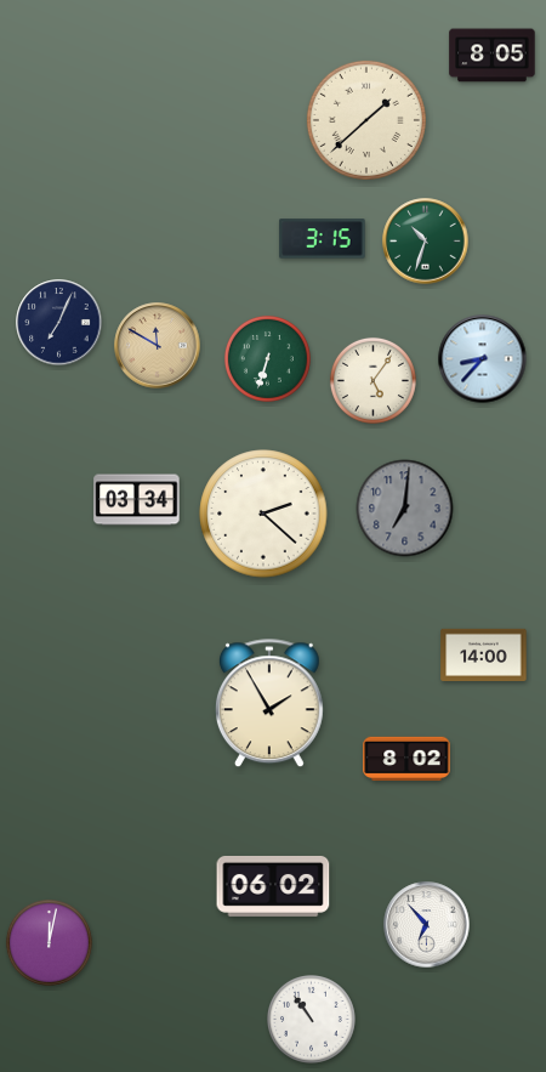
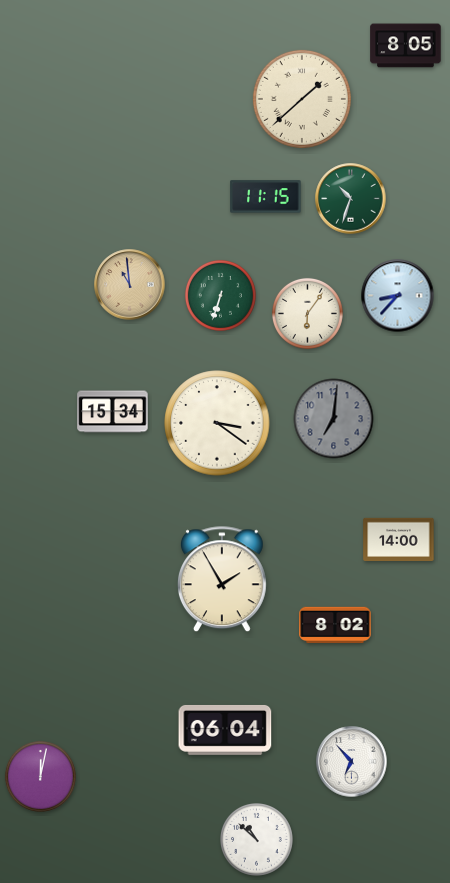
clock at (323, 239): 3:15 -> 11:15
clock at (59, 323): 7:04 -> none
clock at (158, 346): 11:50 -> 10:59
clock at (372, 380): 5:06 -> 6:06
clock at (137, 500): 03:34 -> 15:34
clock at (263, 514): 2:22 -> 3:21
clock at (273, 886): 06:02 -> 06:04
clock at (312, 1020): 10:54 -> 10:52
